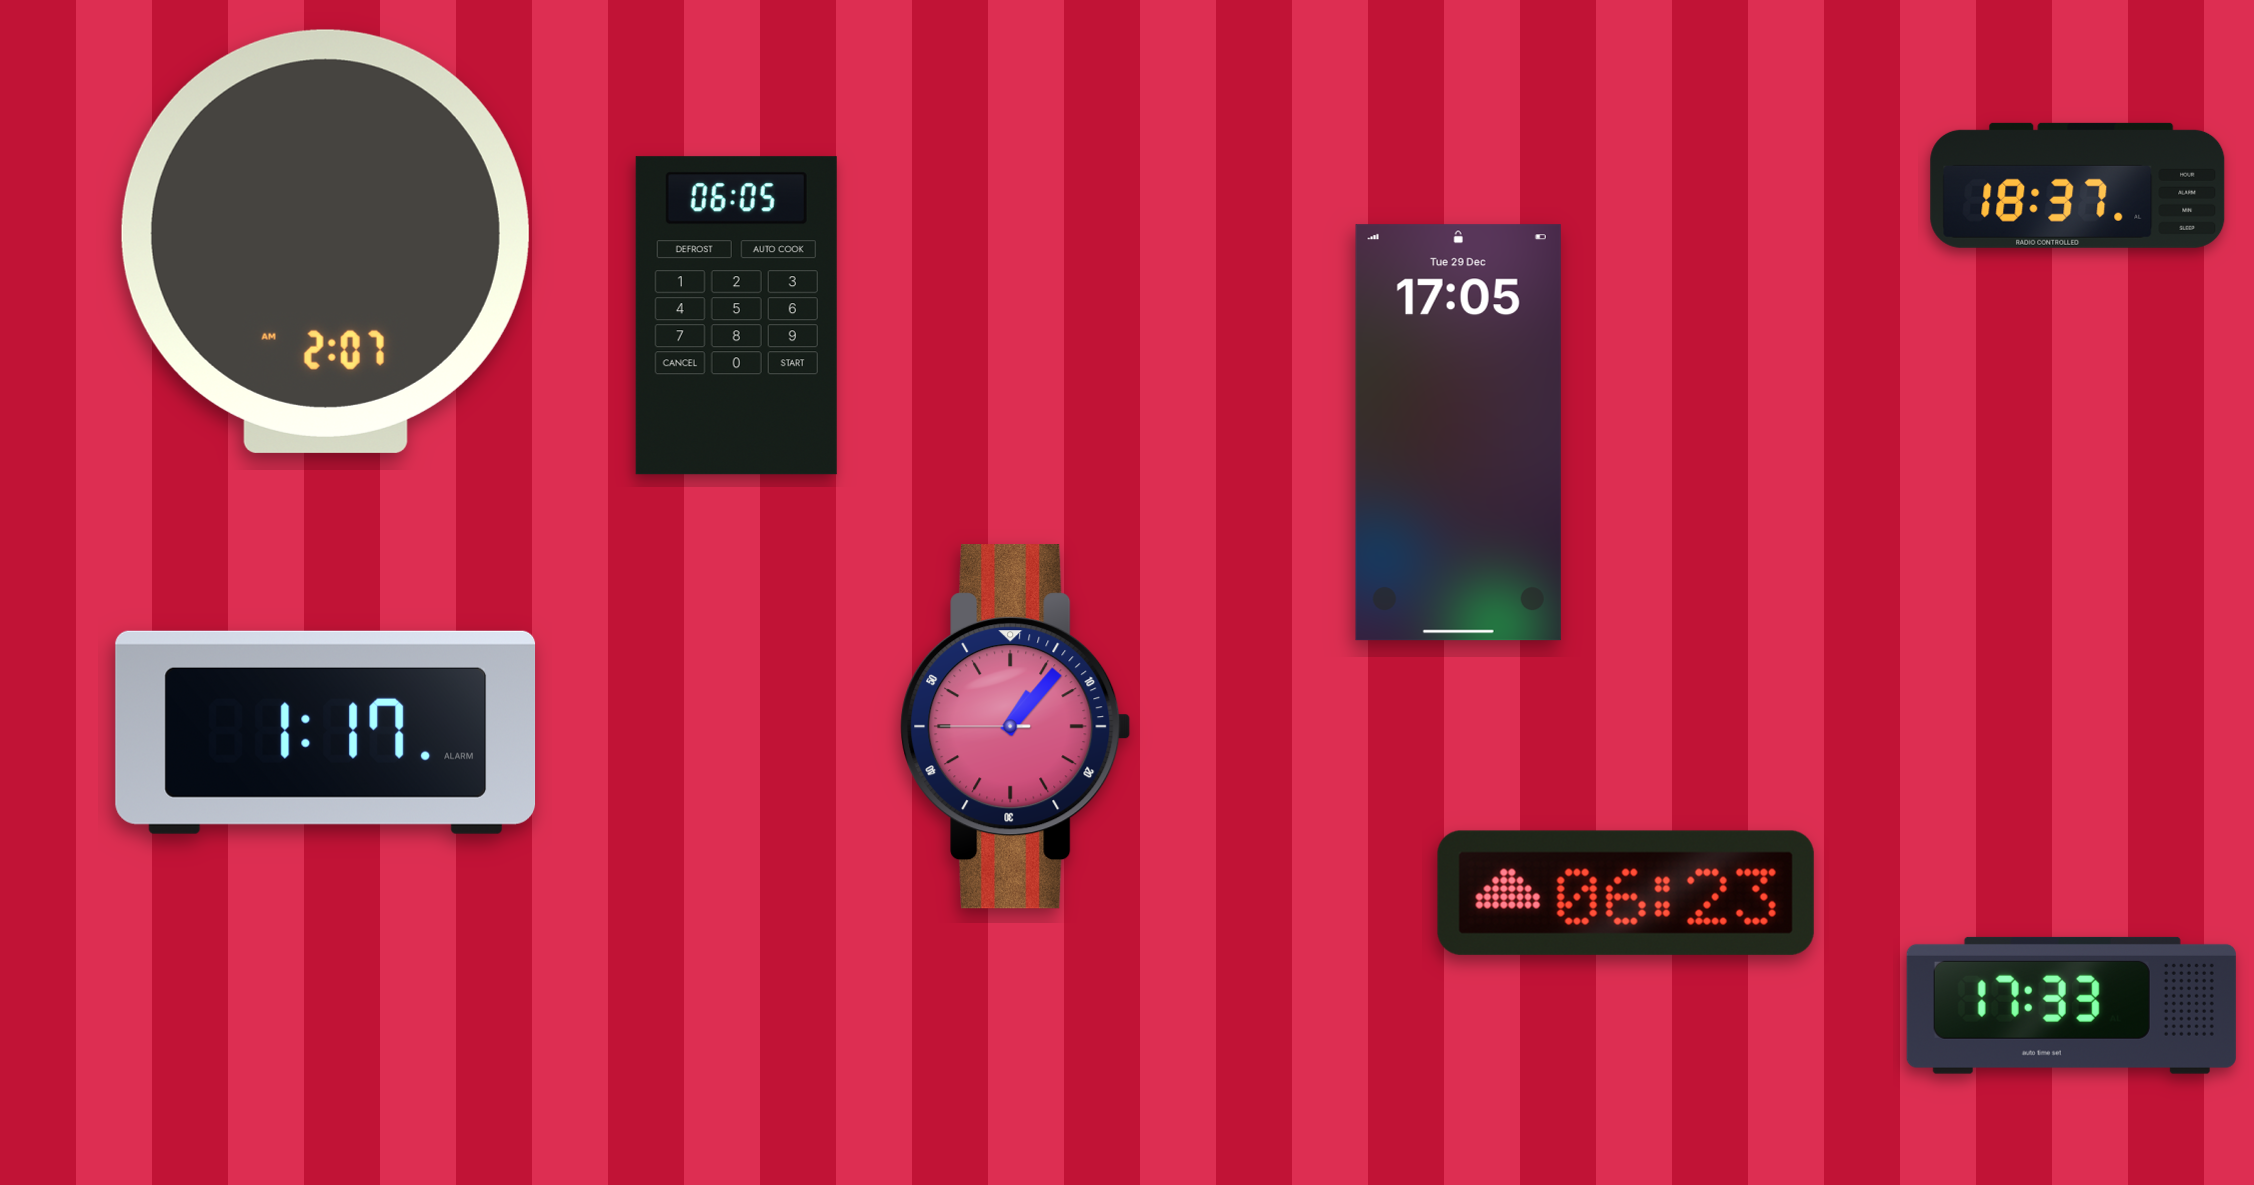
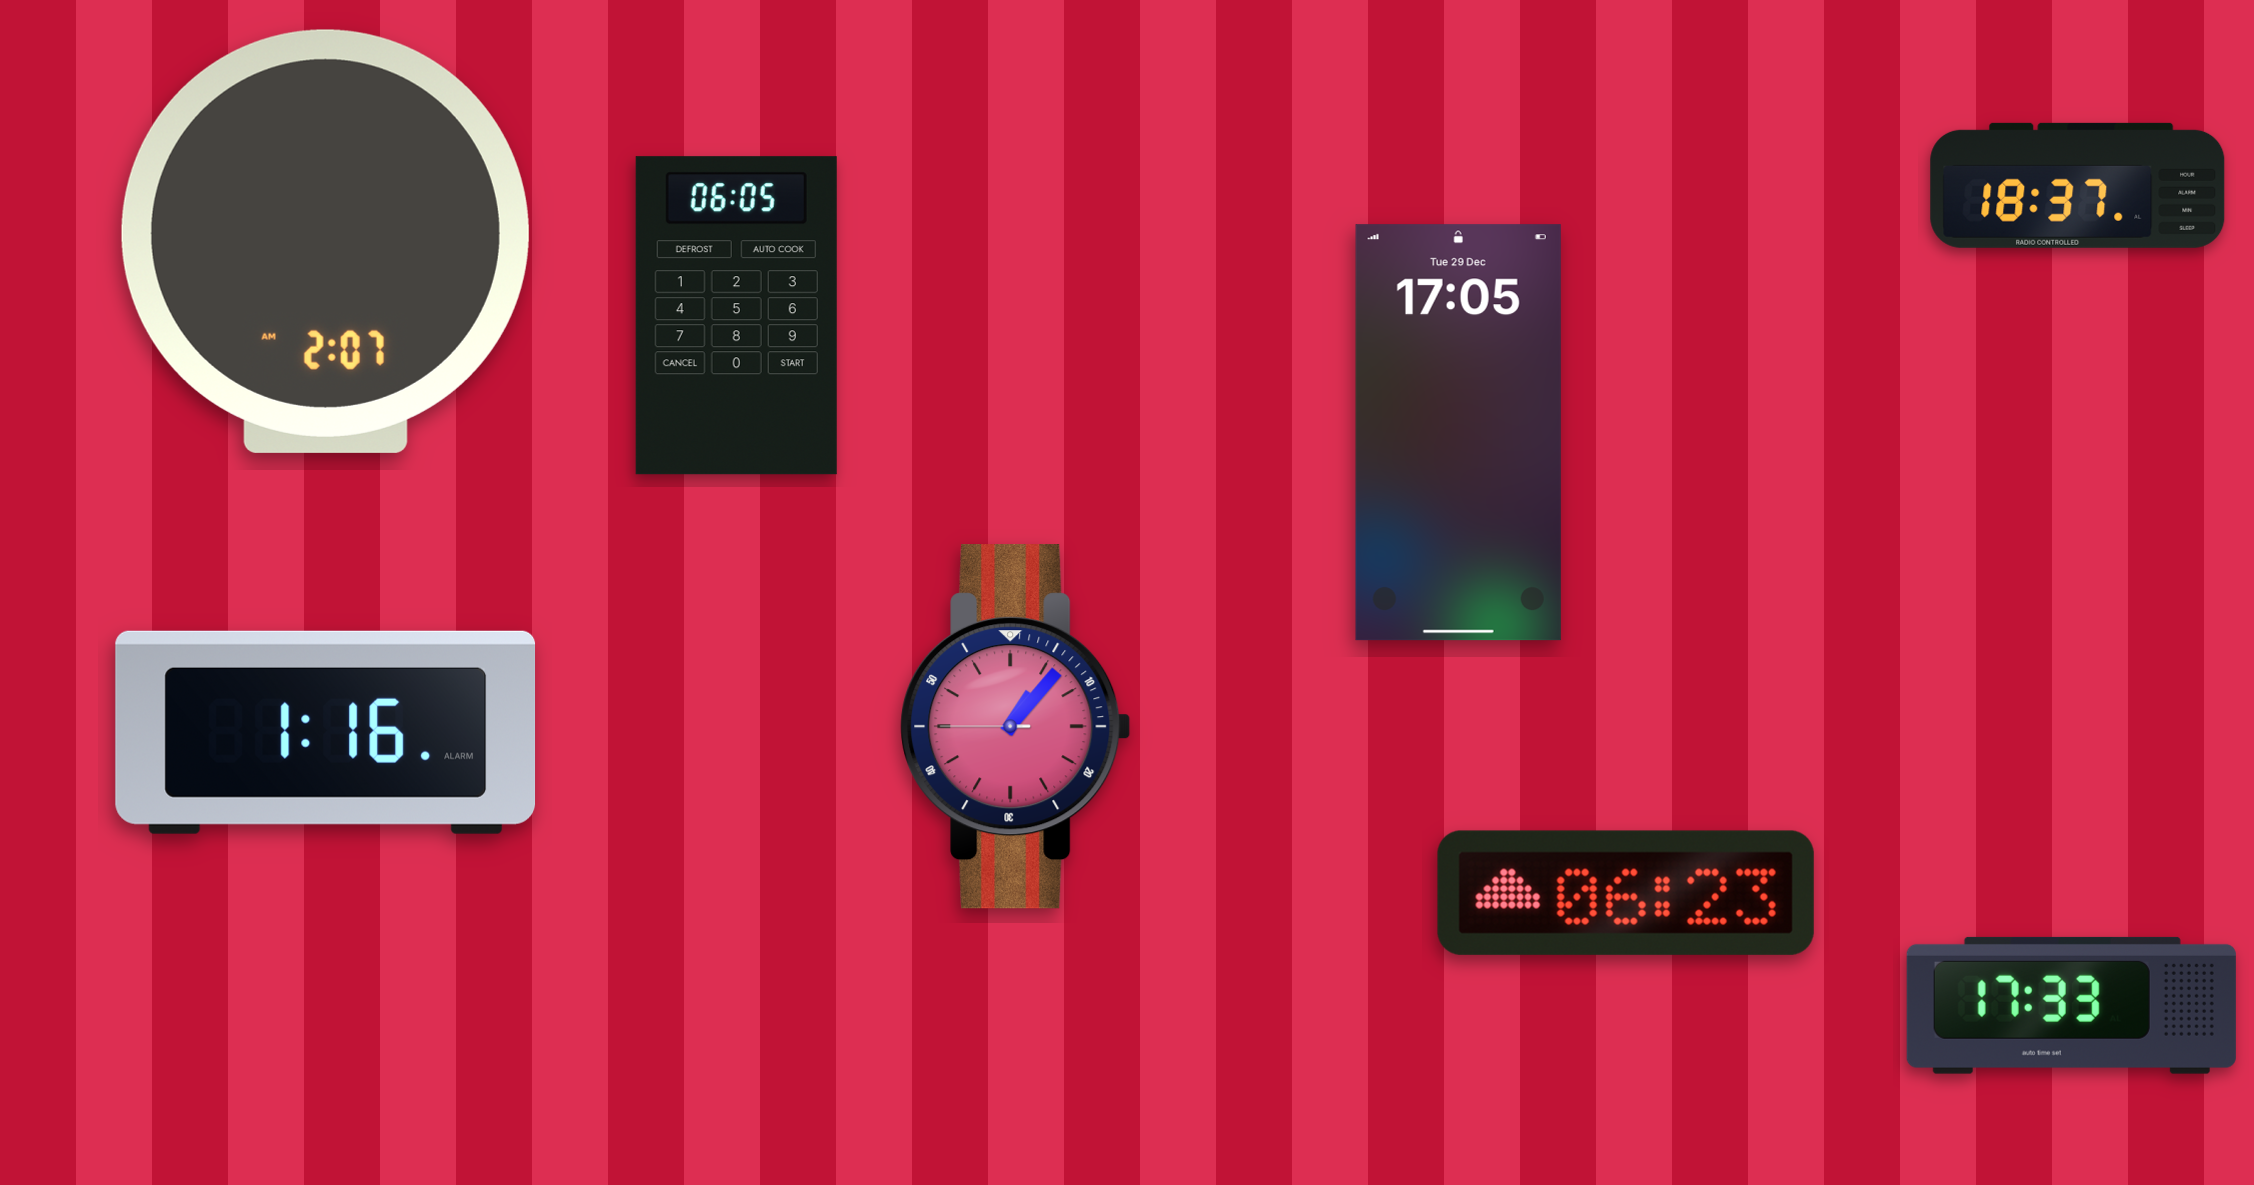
clock at (326, 732): 1:17 -> 1:16
